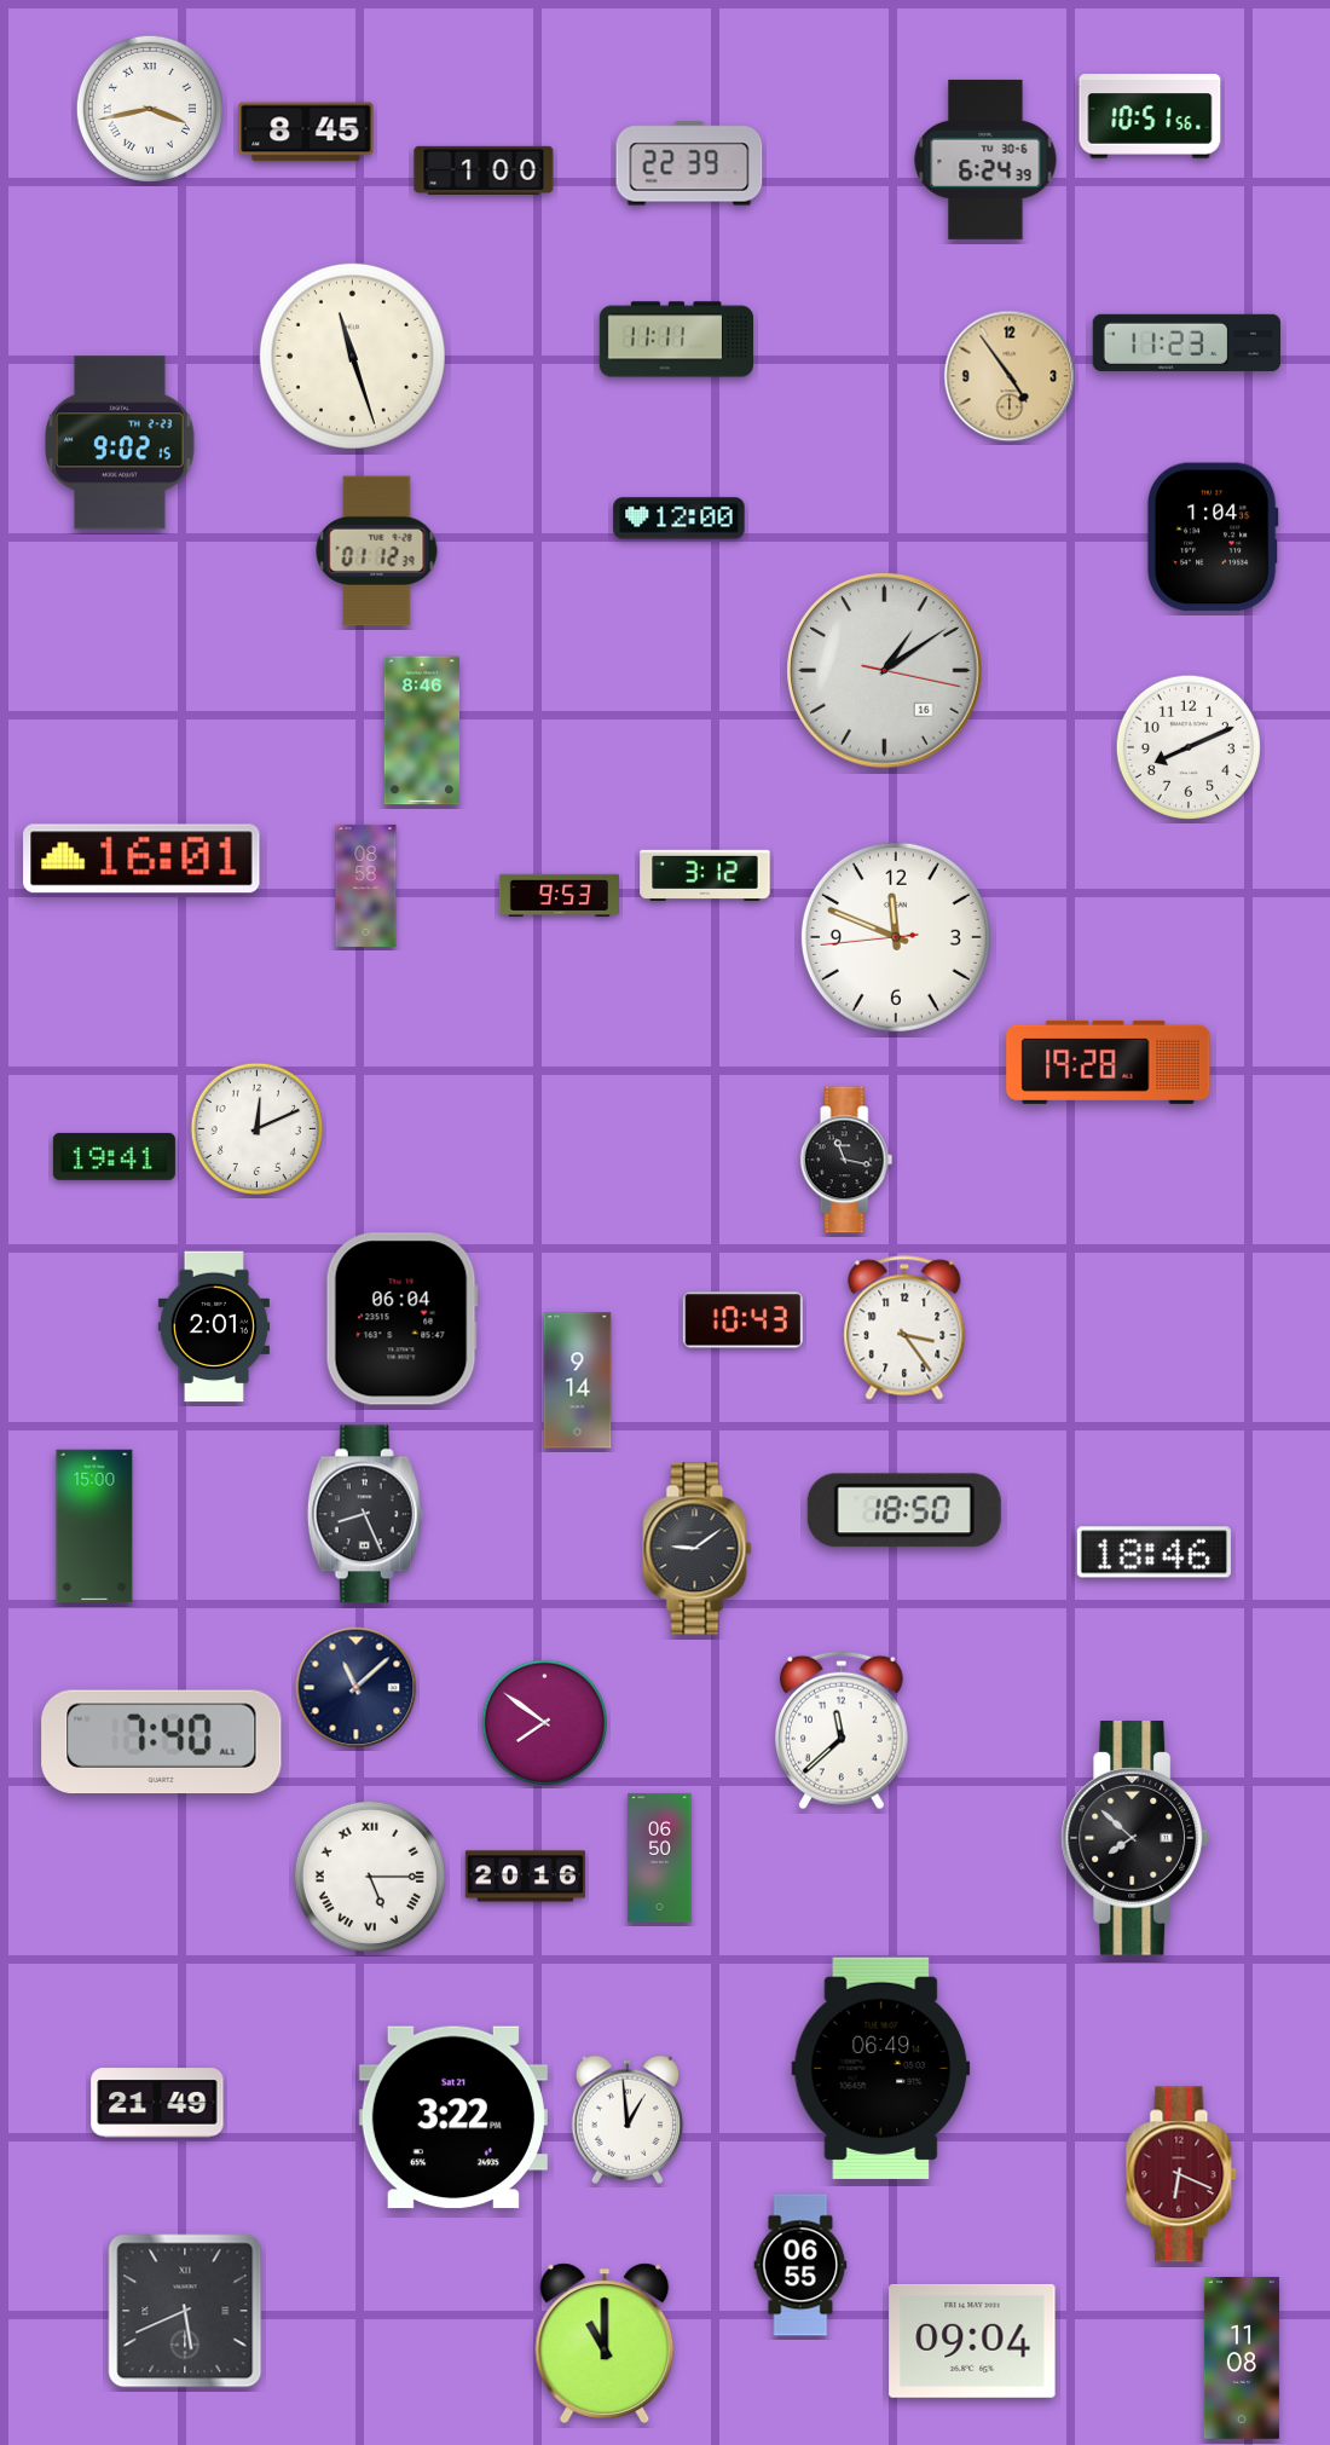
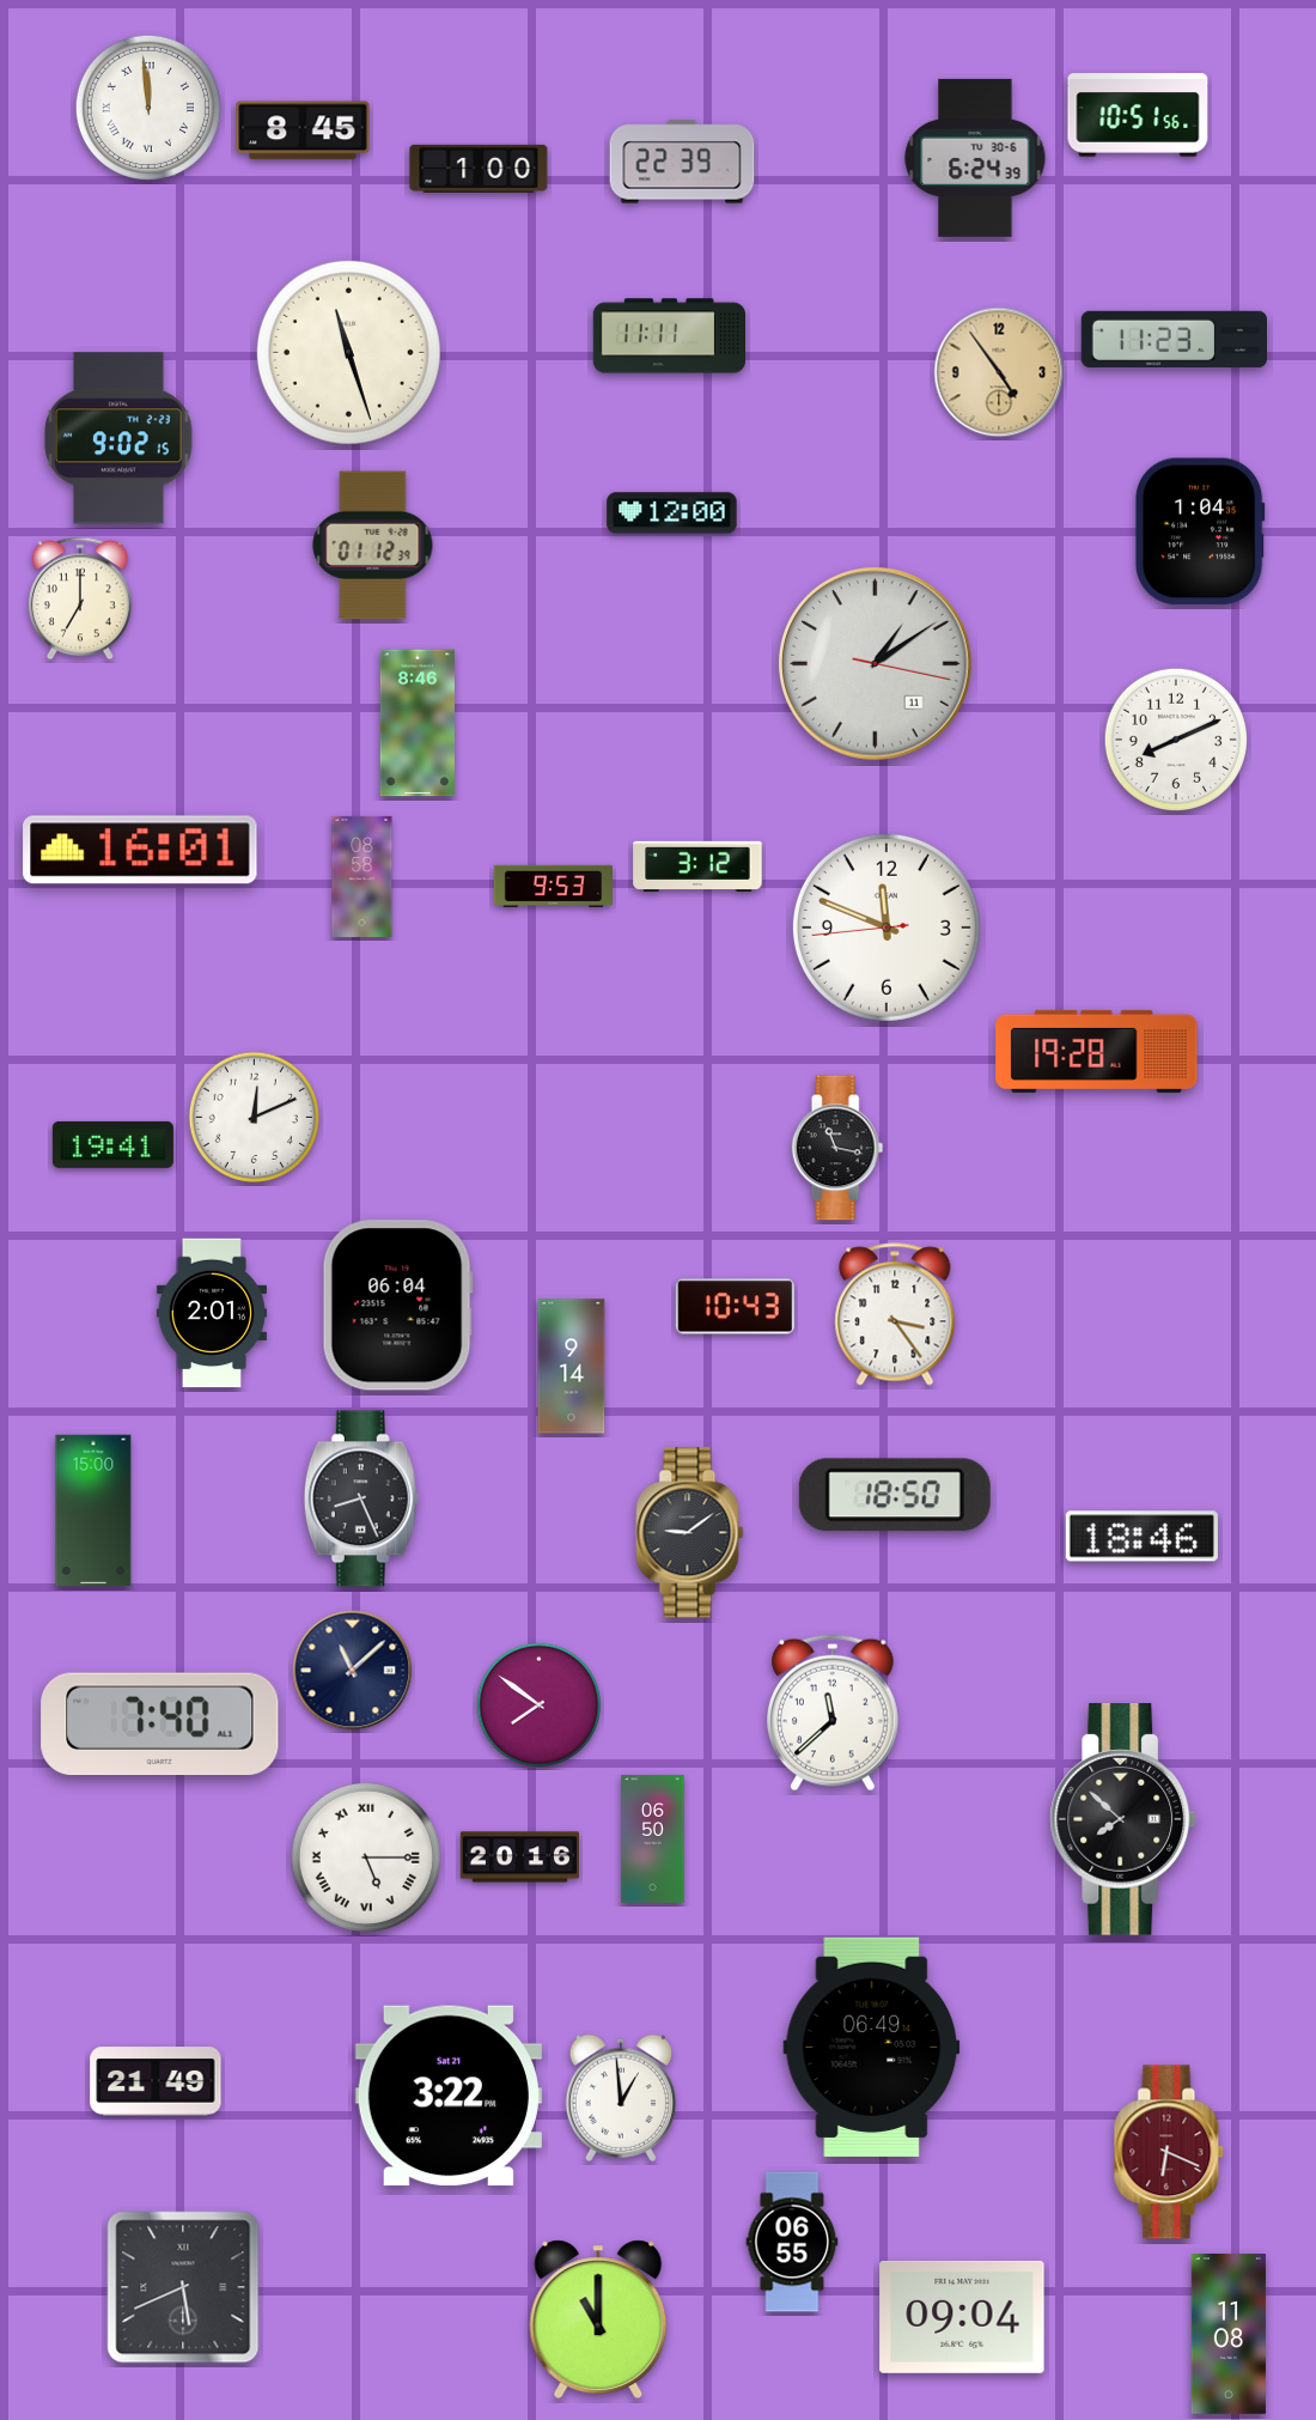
clock at (150, 109): 3:43 -> 11:59
clock at (80, 598): none -> 7:00
clock at (885, 671) date: 16 -> 11
